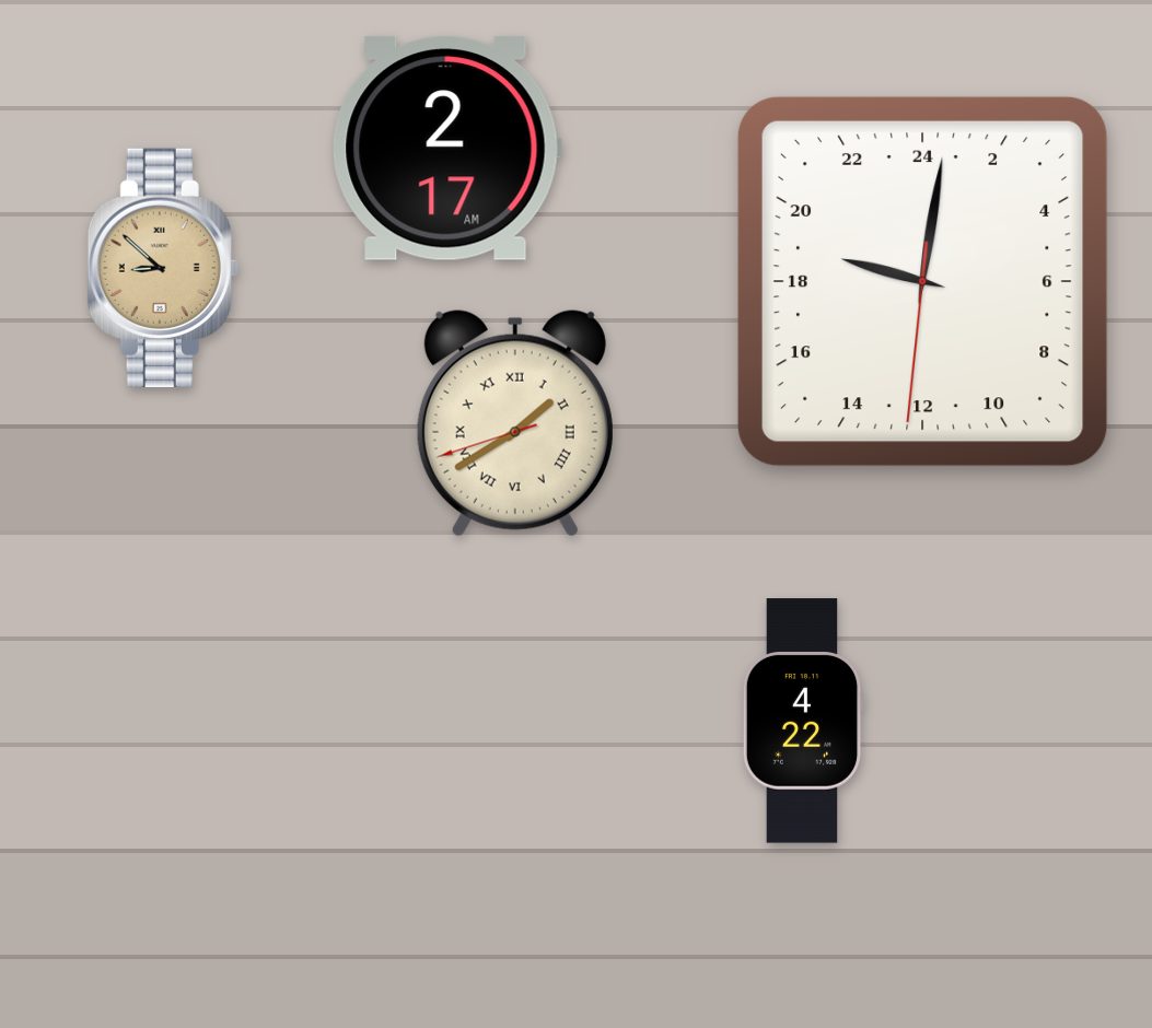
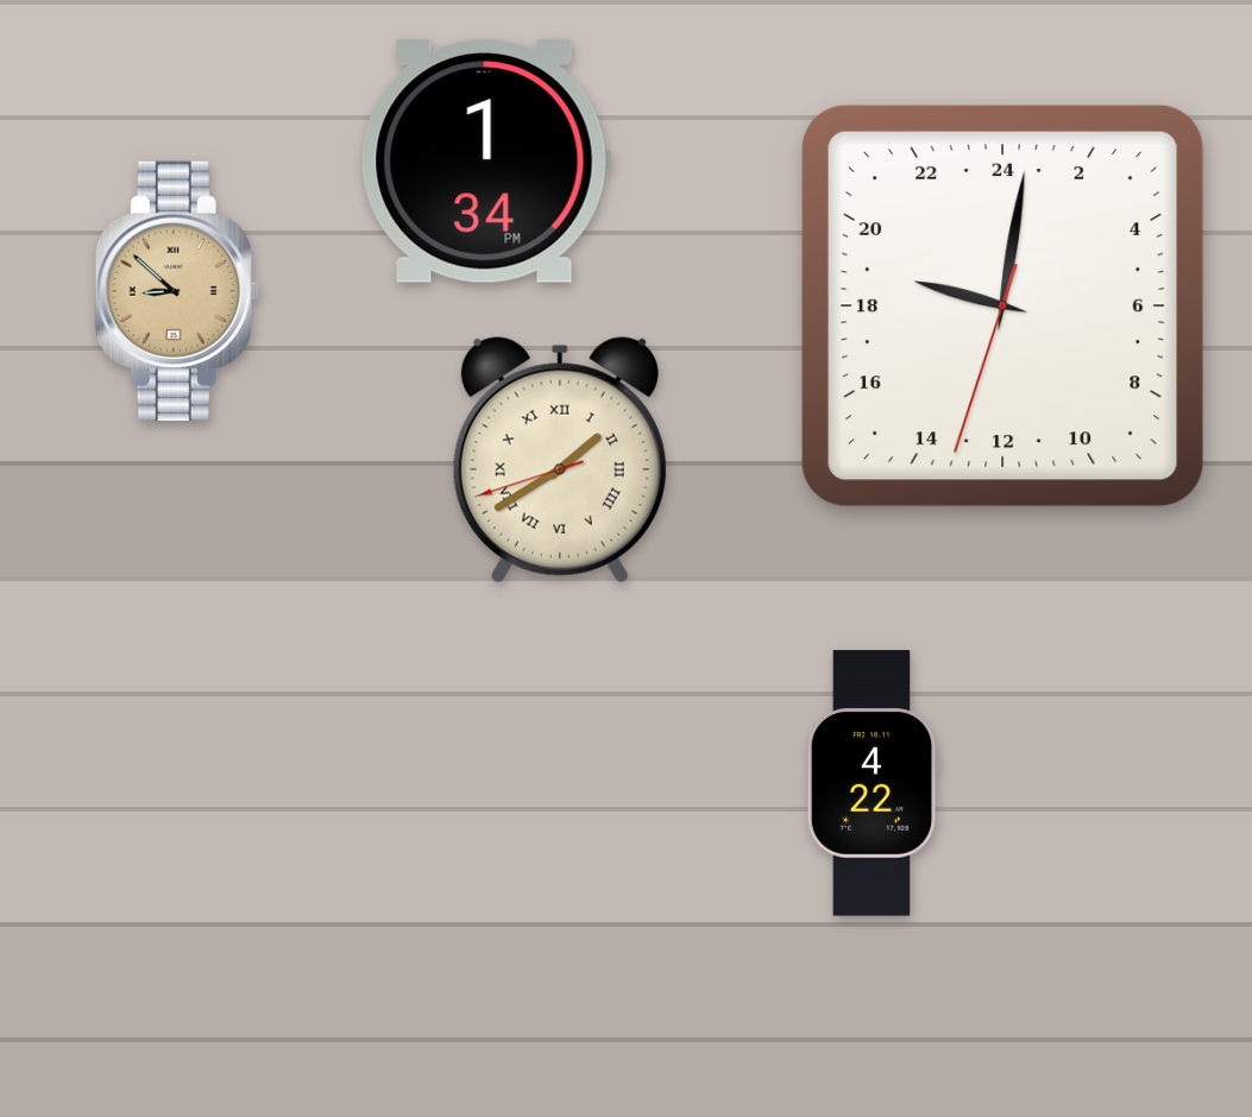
clock at (446, 148): 2:17 -> 1:34
clock at (922, 281): 19:01:31 -> 19:01:33
